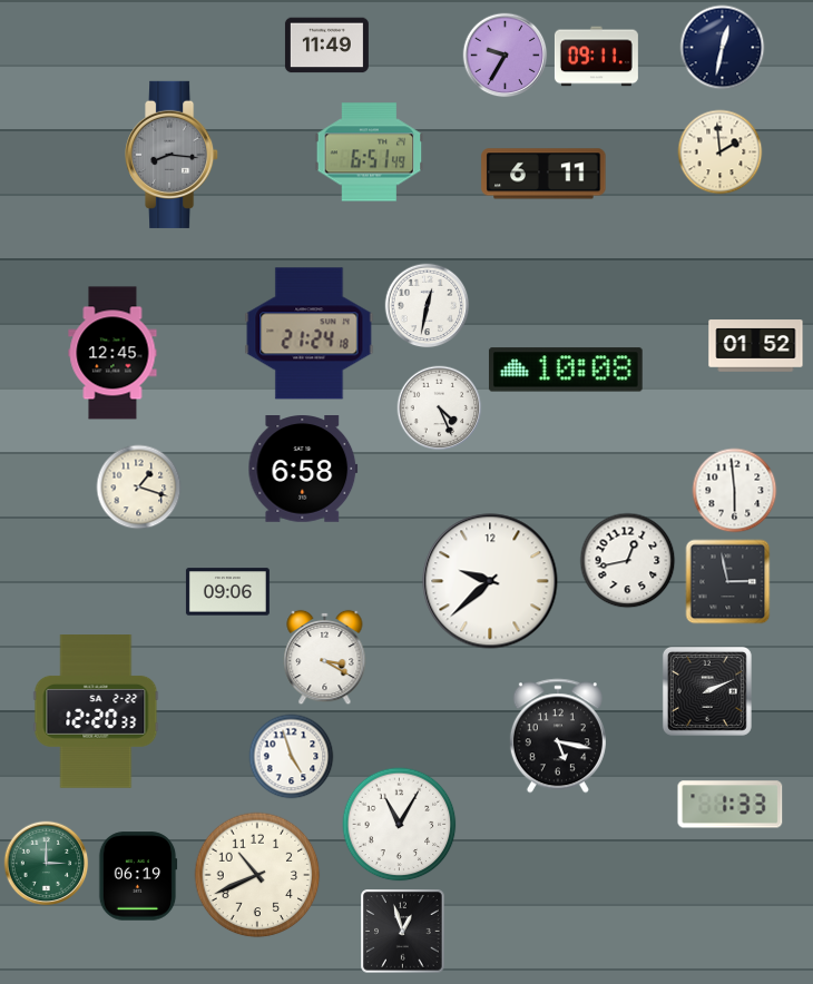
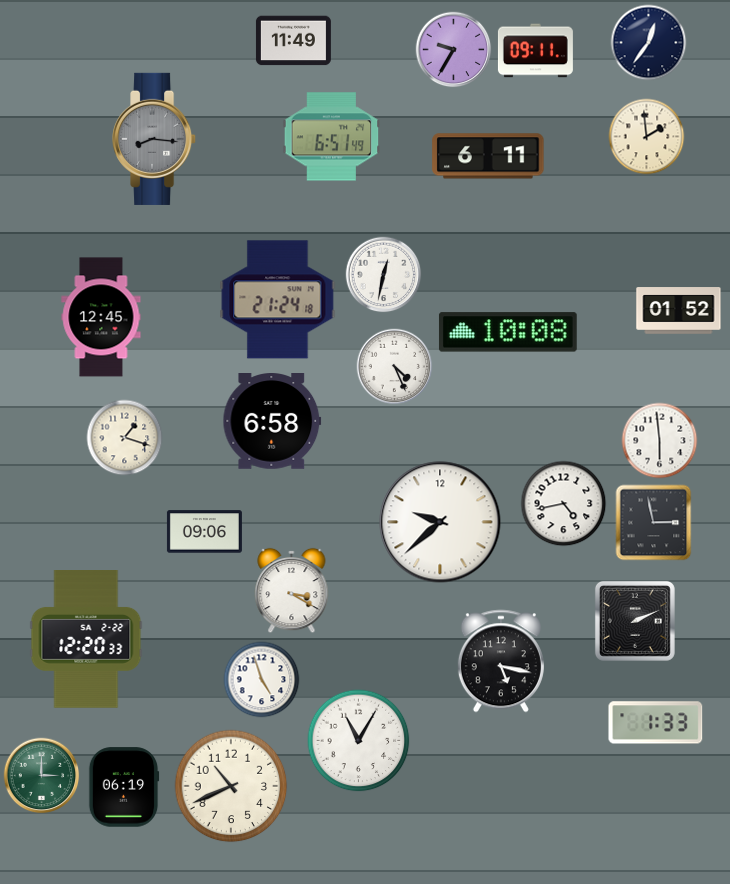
clock at (723, 48): 12:32 -> 12:36
clock at (628, 561): 12:43 -> 4:43
clock at (403, 932): 12:57 -> none
